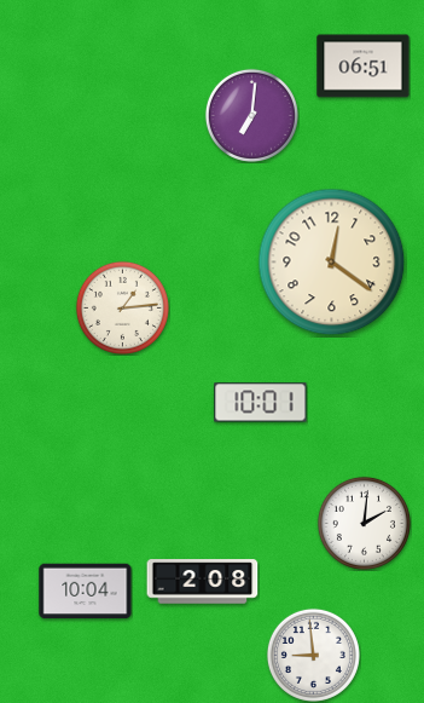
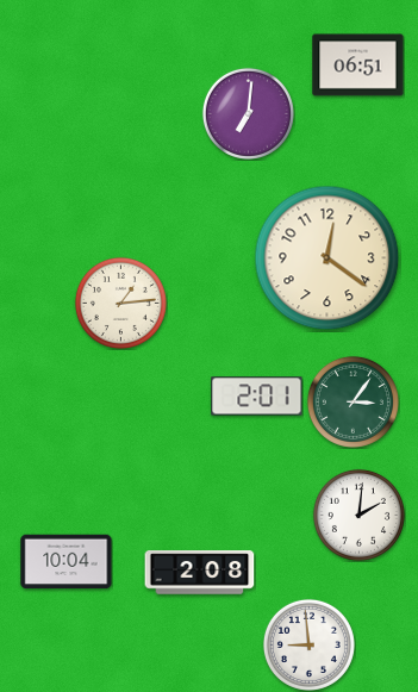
clock at (261, 403): 10:01 -> 2:01
clock at (353, 401): none -> 3:06
clock at (86, 592) position: (86, 592) -> (67, 562)
